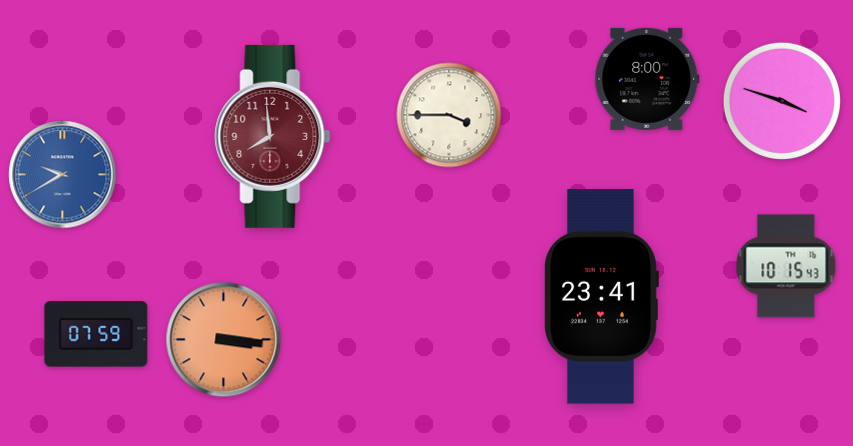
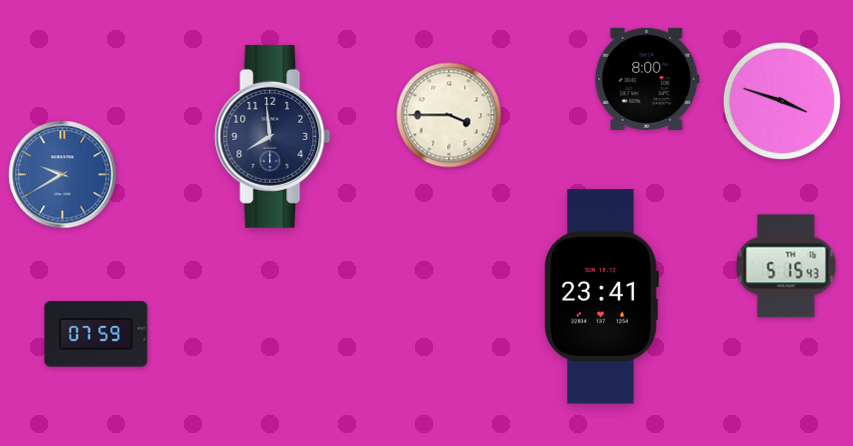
clock at (273, 136) dial: burgundy -> navy
clock at (786, 266): 10:15 -> 5:15
clock at (224, 340): 3:16 -> none
